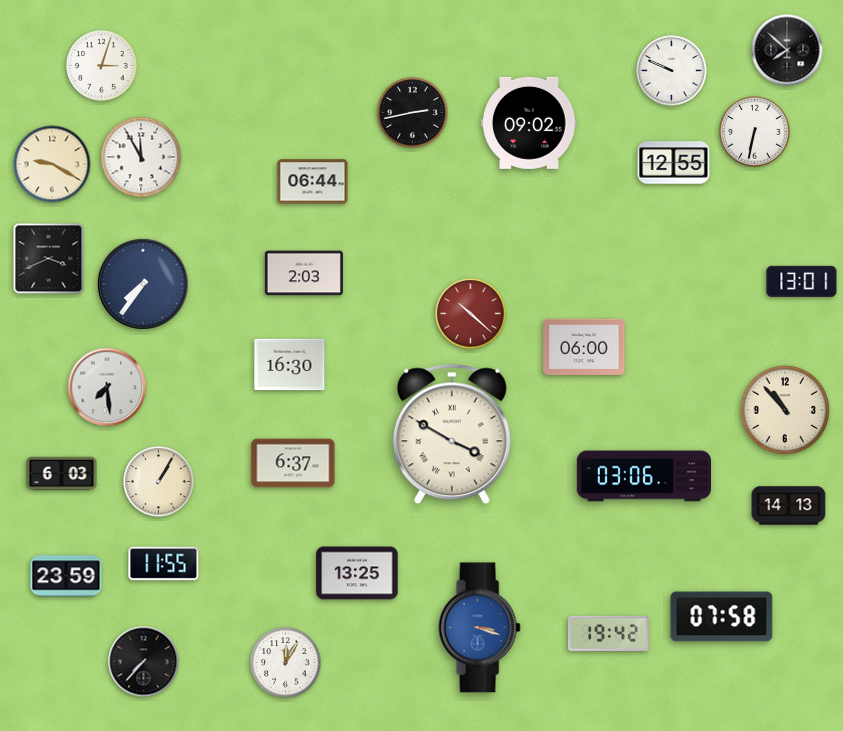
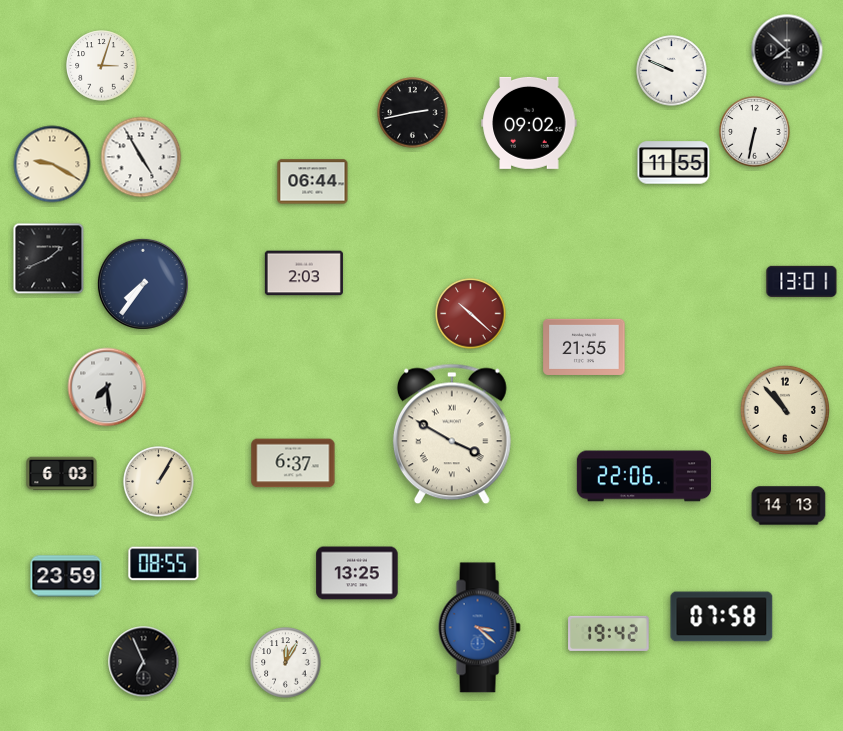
clock at (141, 157): 11:55 -> 4:55
clock at (674, 163): 12:55 -> 11:55
clock at (49, 259): 3:41 -> 1:41
clock at (584, 347): 06:00 -> 21:55
clock at (290, 365): 16:30 -> none
clock at (643, 476): 03:06 -> 22:06
clock at (164, 564): 11:55 -> 08:55
clock at (479, 628): 3:18 -> 3:22
clock at (144, 662): 7:37 -> 6:56
